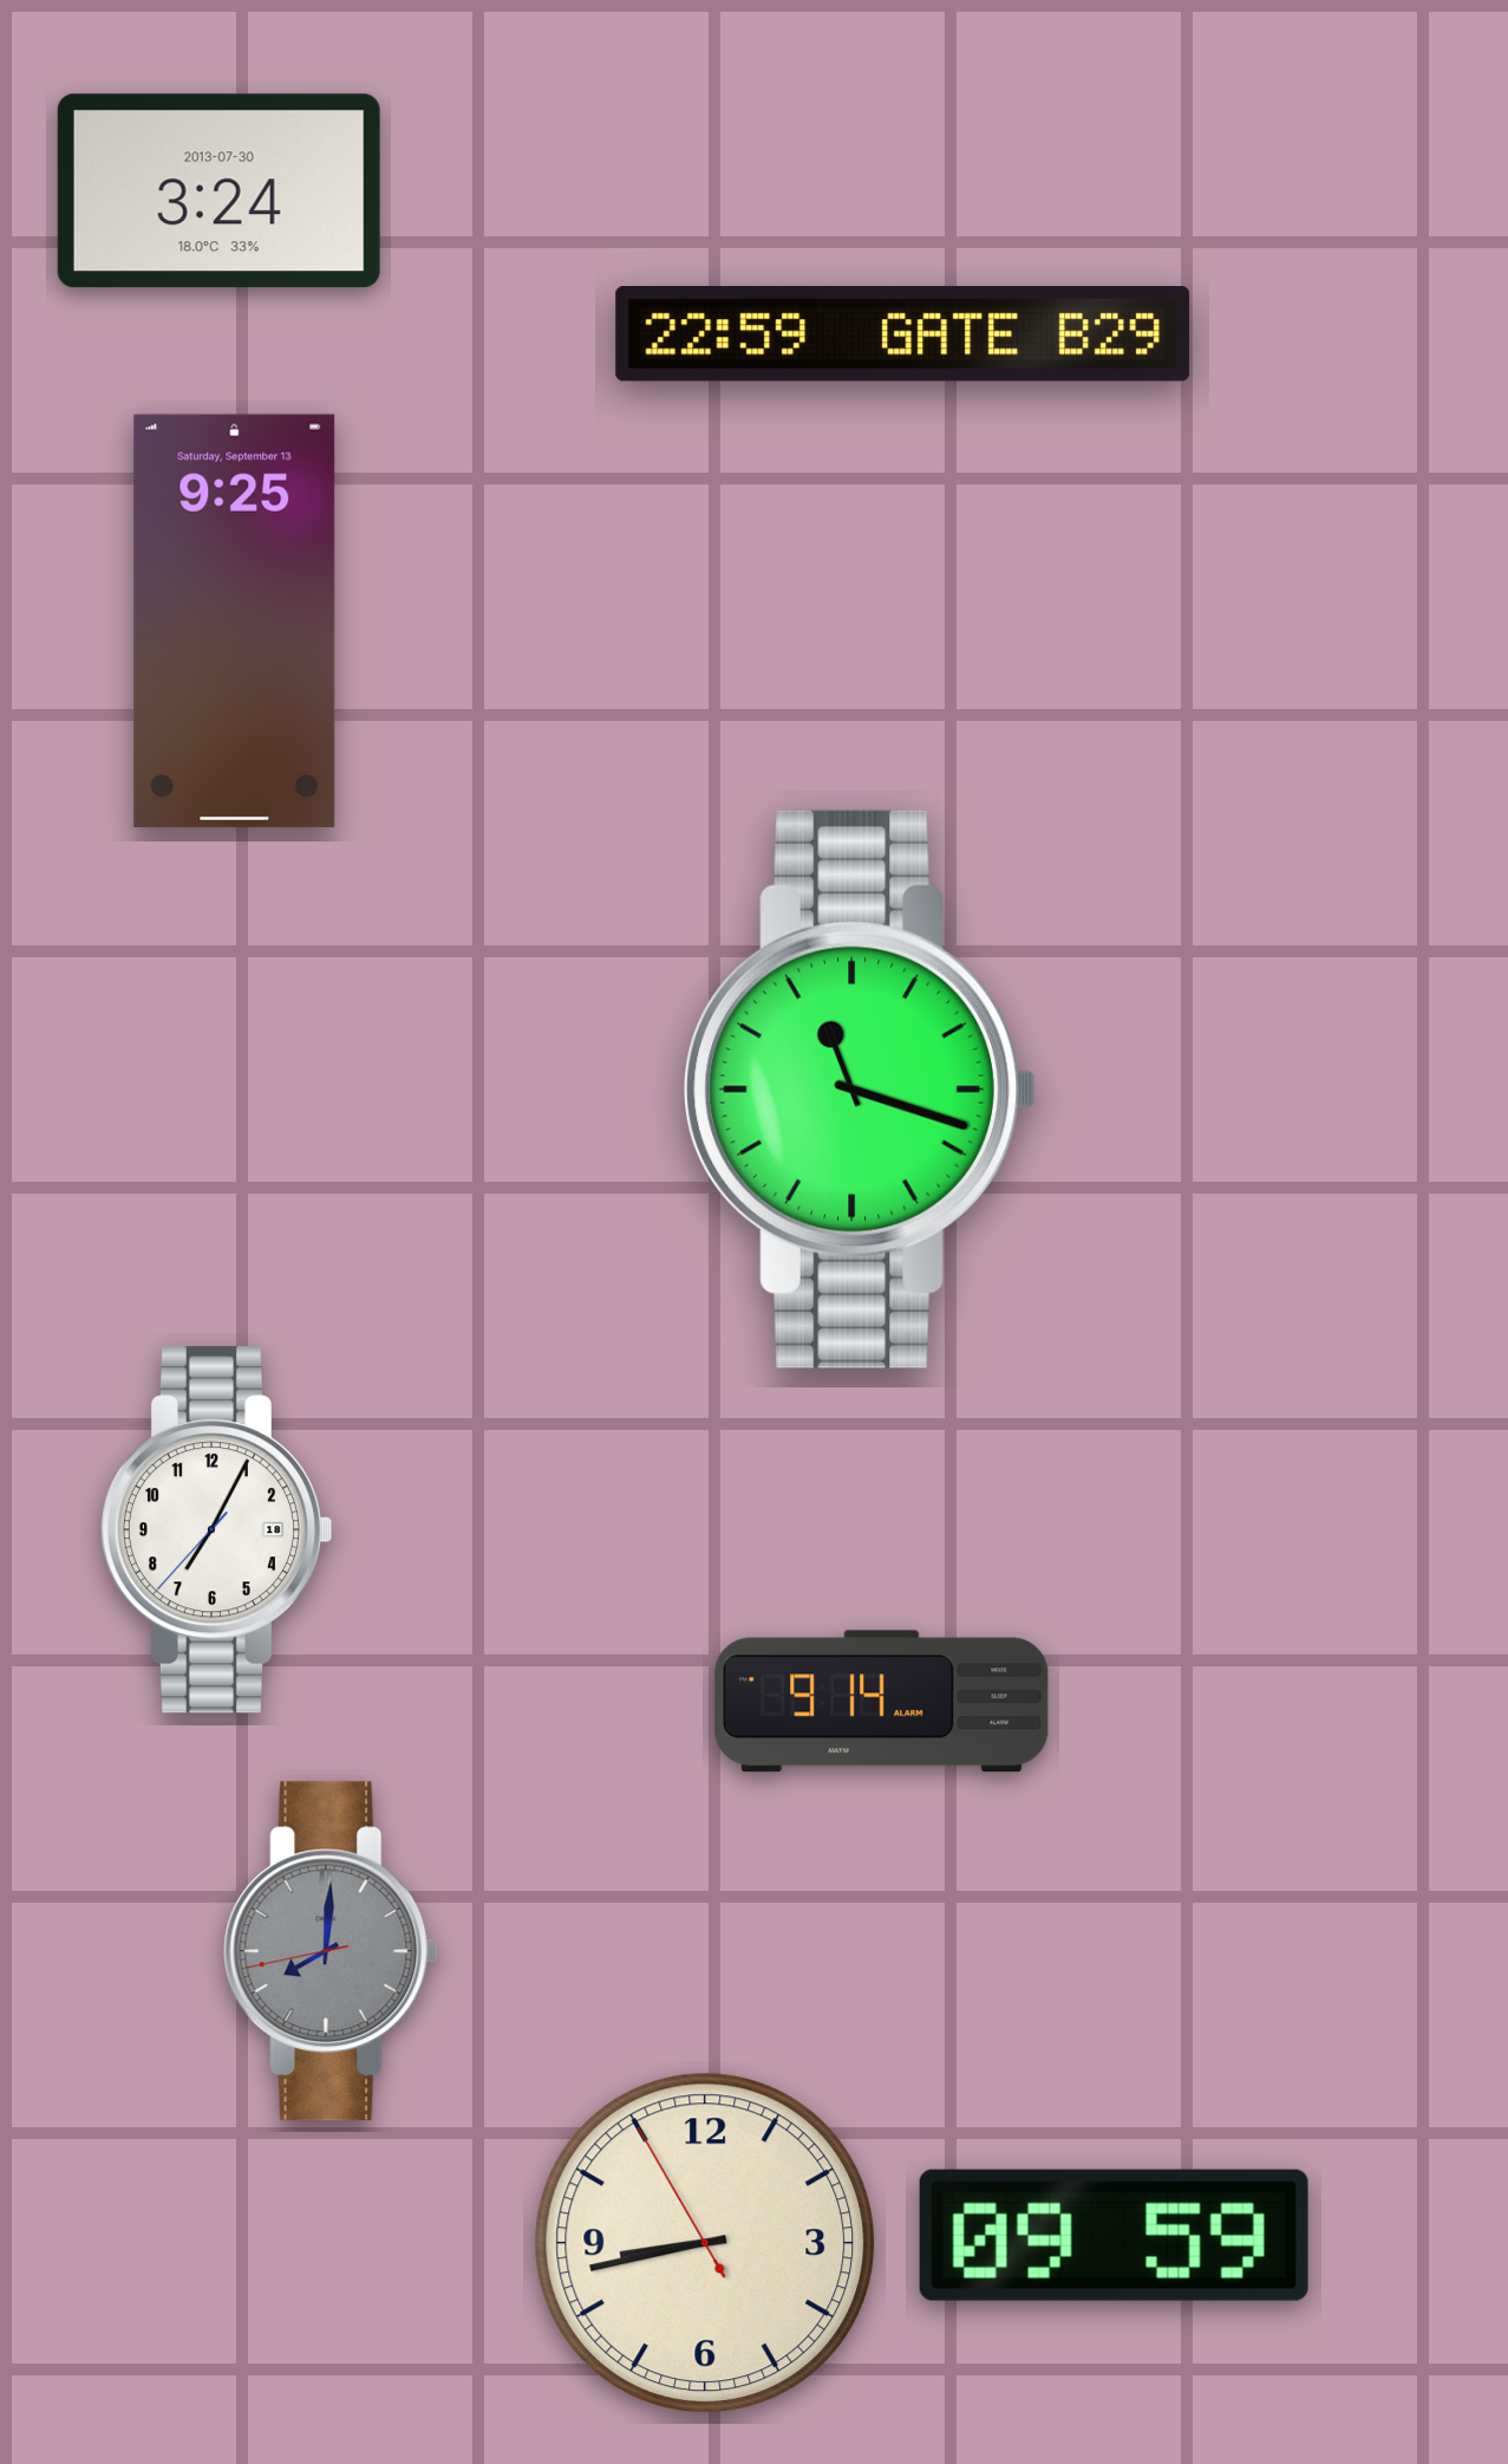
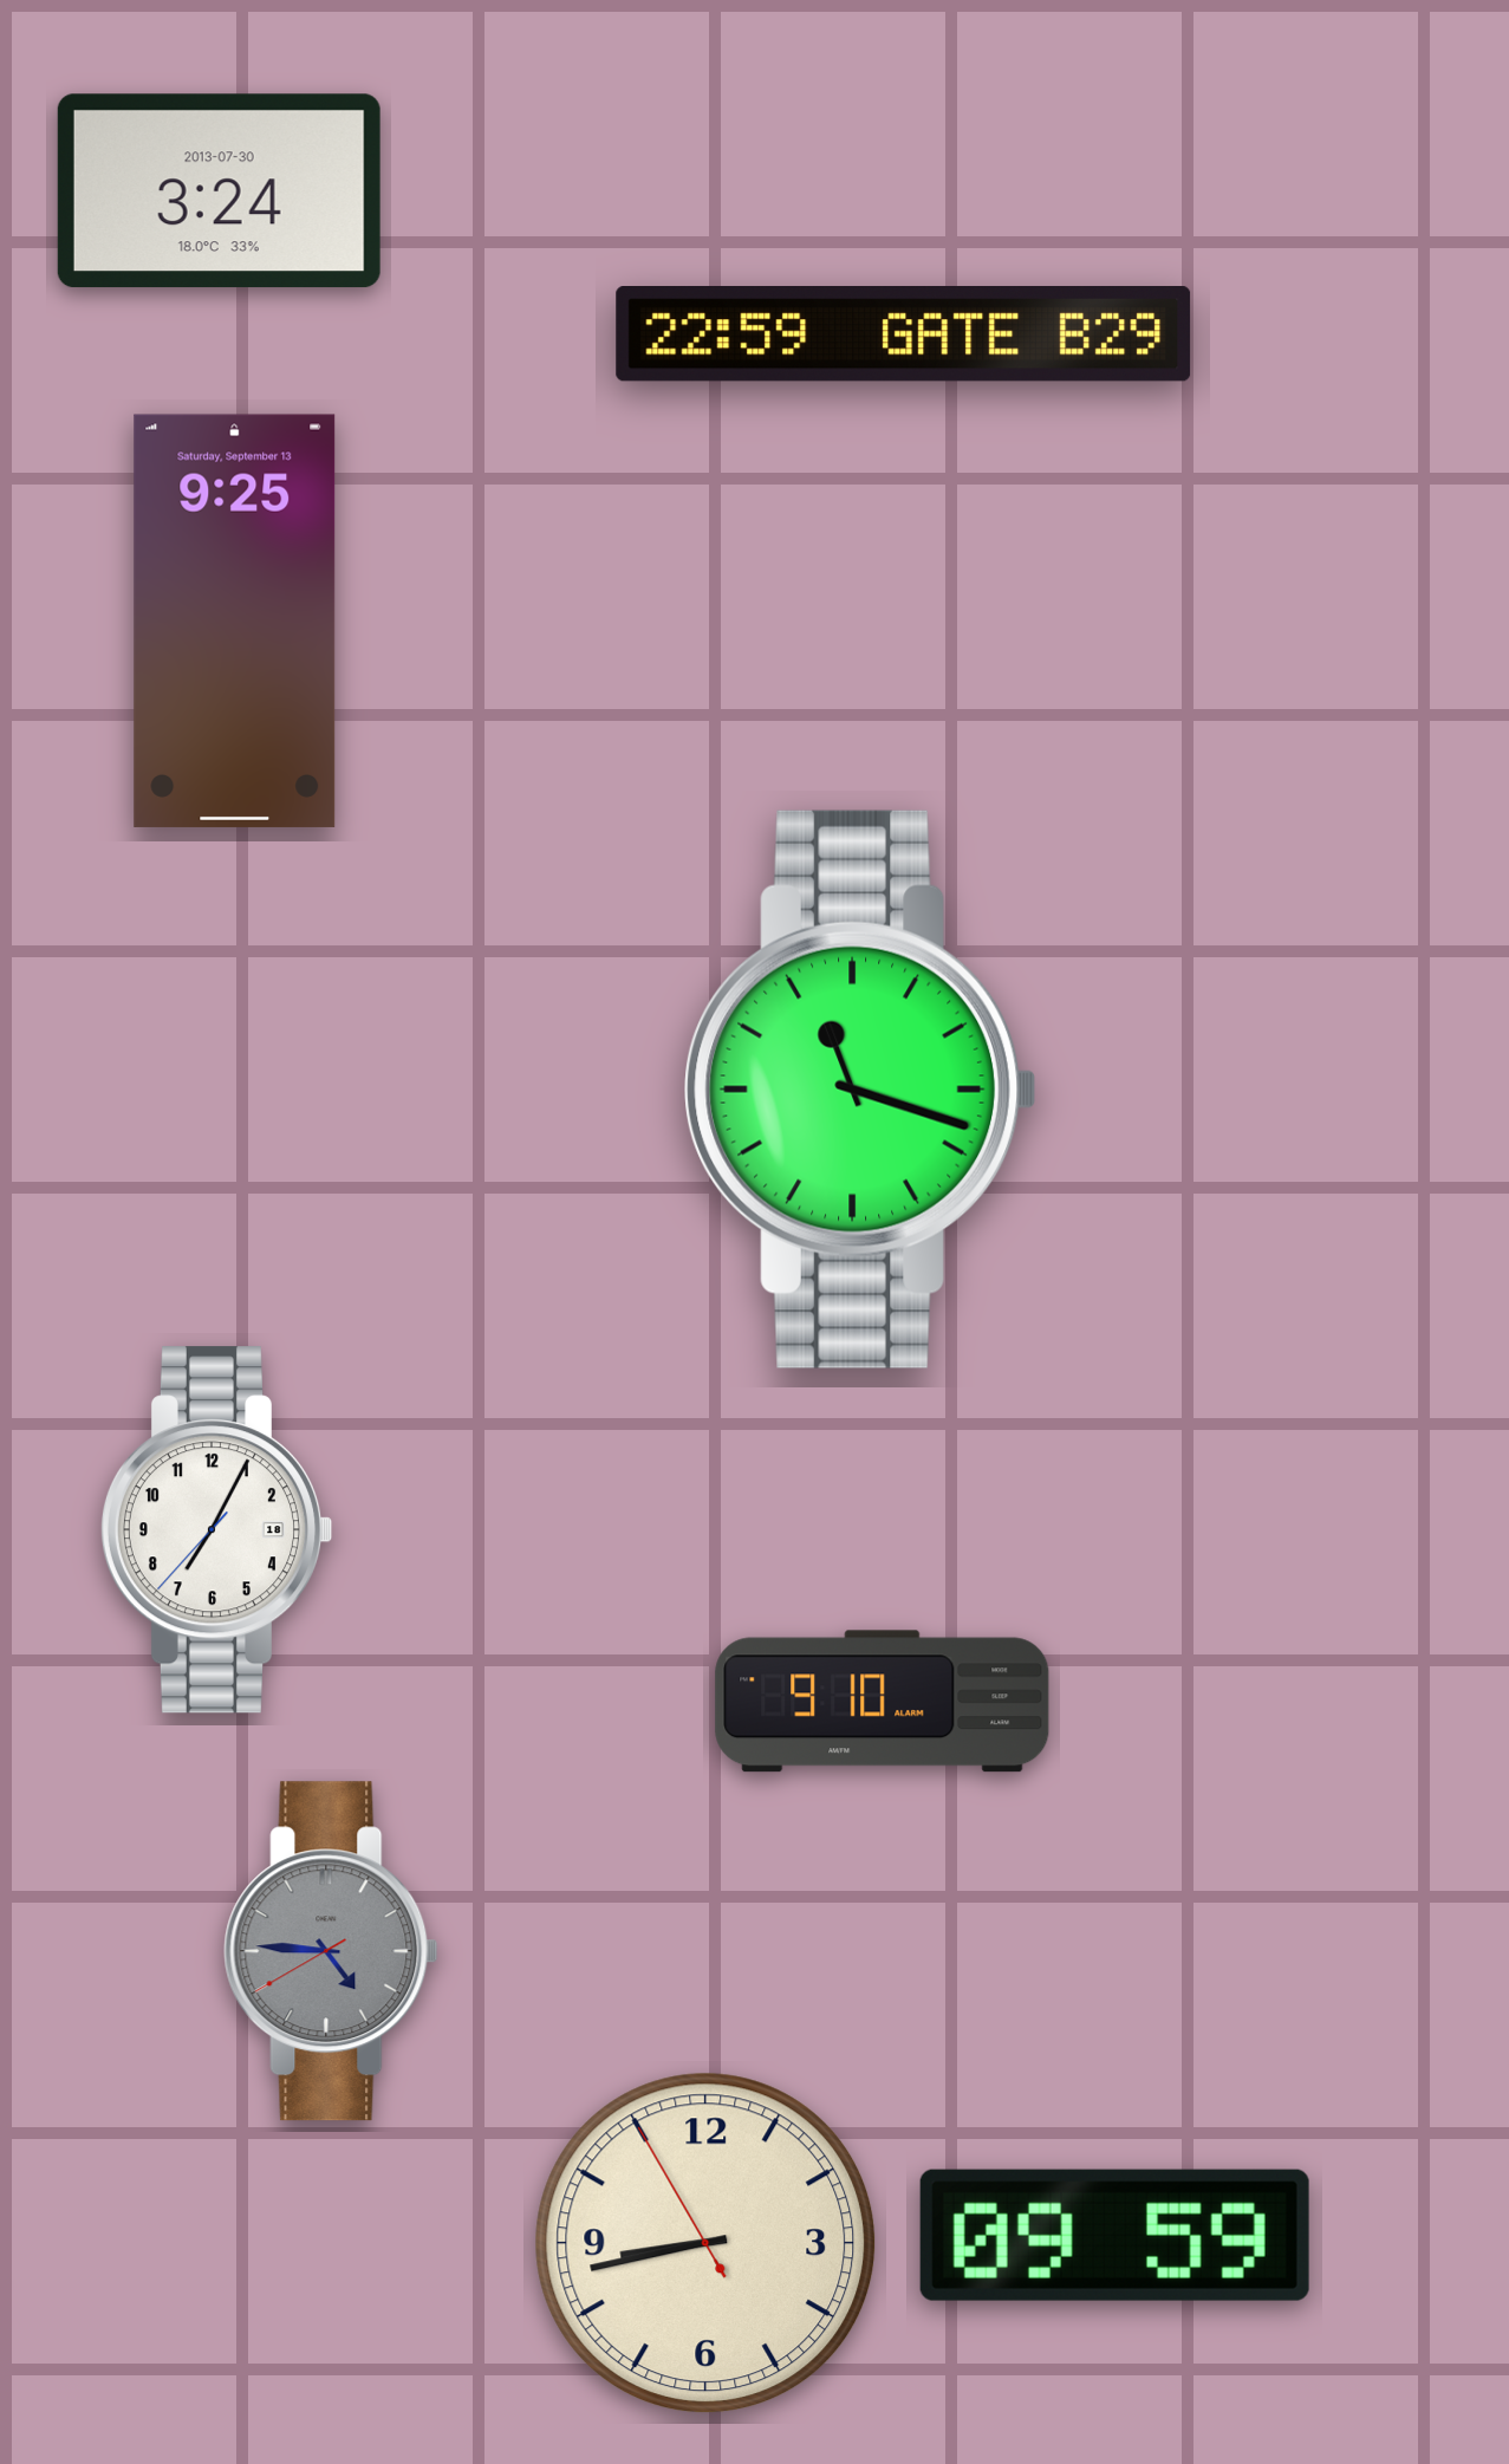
clock at (882, 1702): 9:14 -> 9:10
clock at (331, 1951): 8:00 -> 4:45
